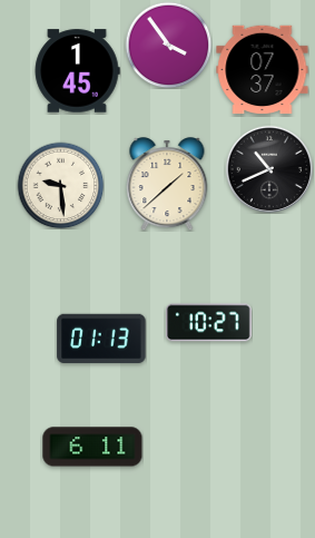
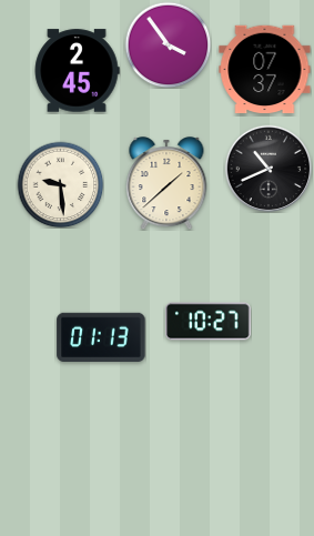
clock at (263, 70) position: (263, 70) -> (265, 70)
clock at (77, 71): 1:45 -> 2:45
clock at (92, 447): 6:11 -> none
